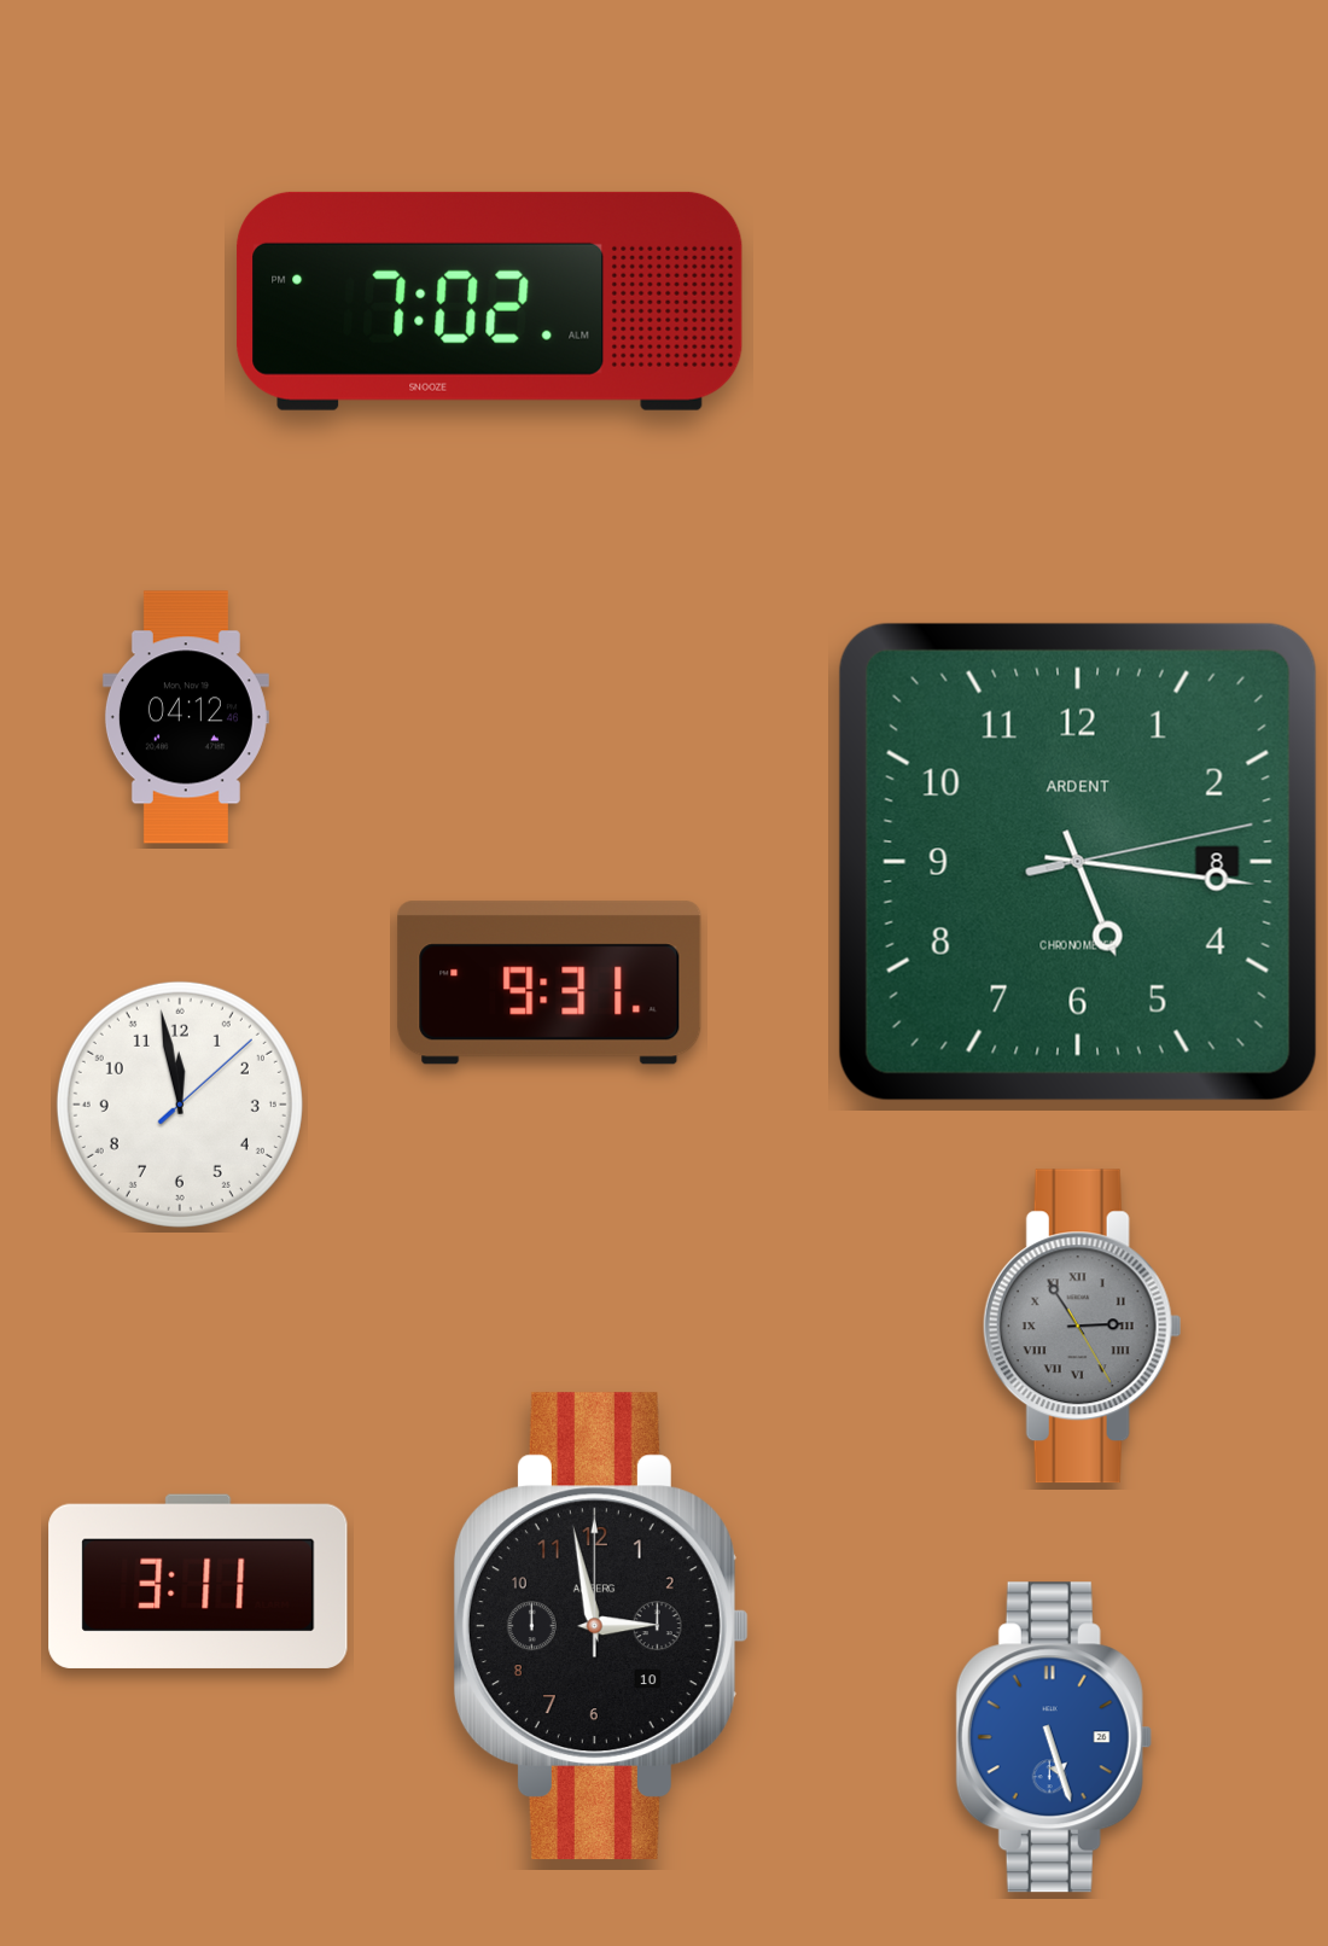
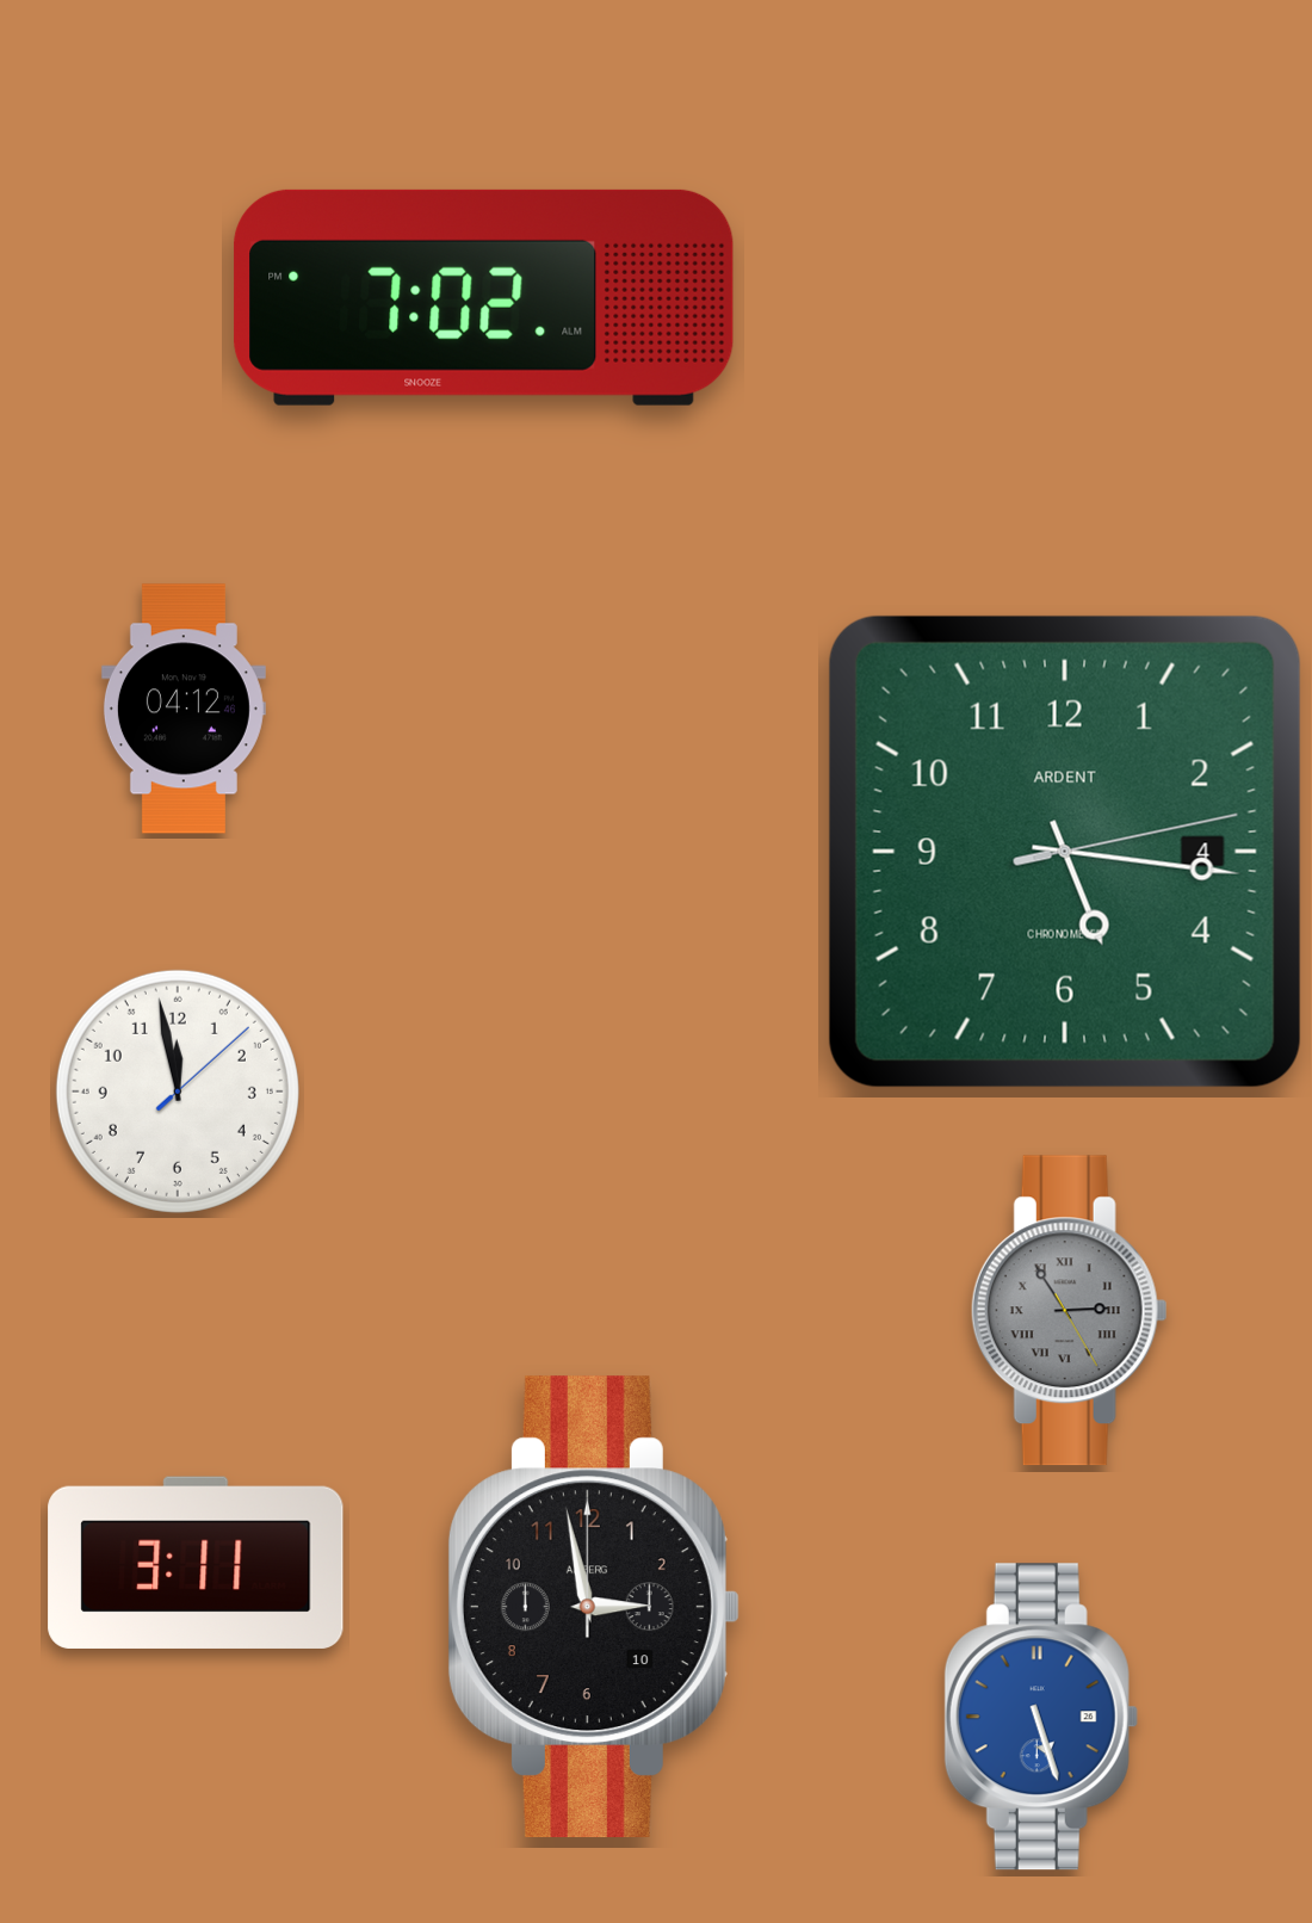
clock at (1078, 862) date: 8 -> 4
clock at (549, 983): 9:31 -> none
